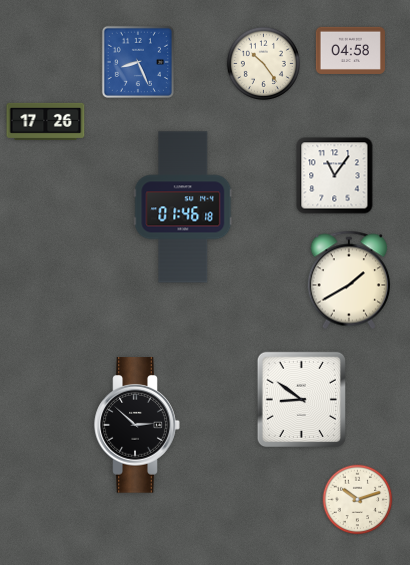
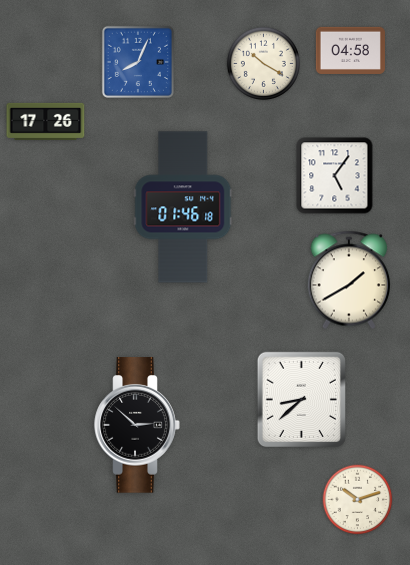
clock at (138, 62): 8:26 -> 8:04
clock at (263, 63): 10:24 -> 10:20
clock at (335, 176): 11:06 -> 5:06
clock at (301, 399): 8:51 -> 8:38
